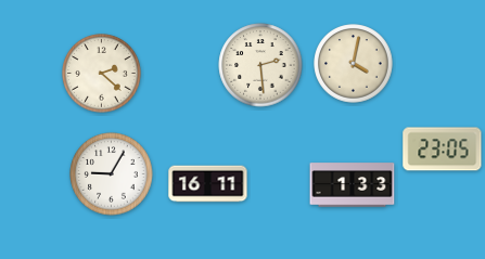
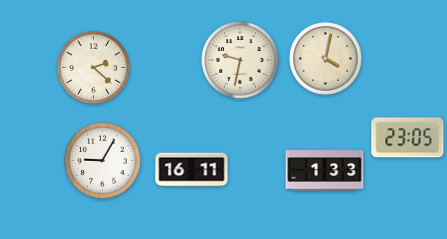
clock at (260, 65): 2:29 -> 9:32
